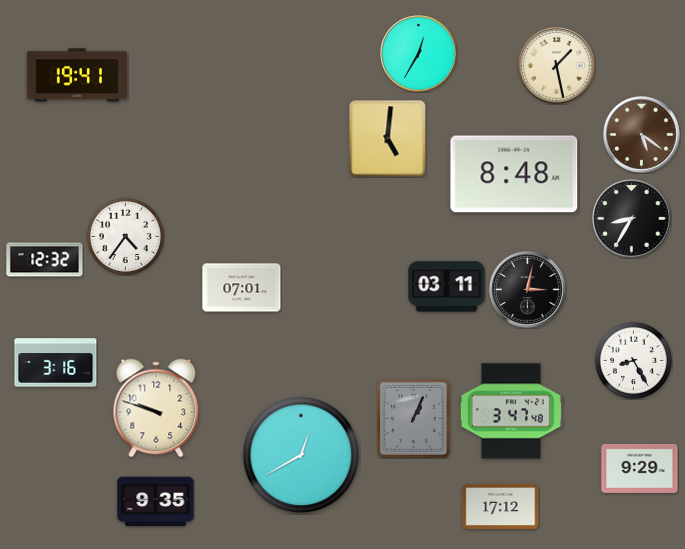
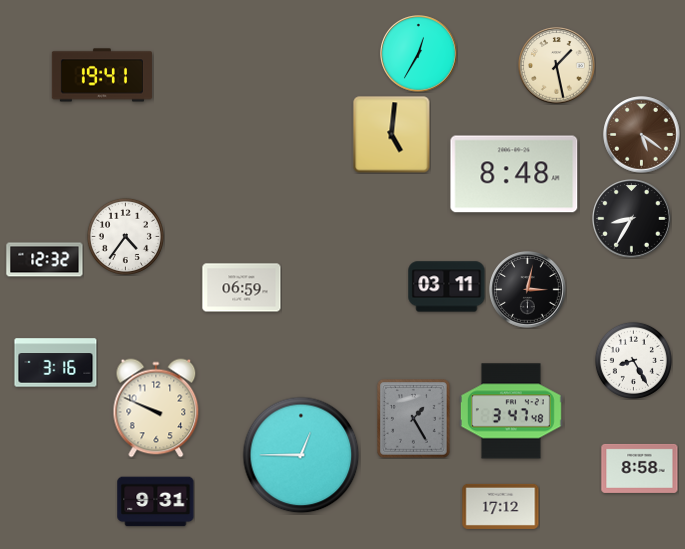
clock at (77, 75) position: (77, 75) -> (102, 75)
clock at (388, 139) position: (388, 139) -> (392, 135)
clock at (242, 288): 07:01 -> 06:59
clock at (156, 408): 9:48 -> 9:49
clock at (414, 419): 1:04 -> 1:25
clock at (301, 455): 12:40 -> 12:45
clock at (640, 468): 9:29 -> 8:58
clock at (156, 502): 9:35 -> 9:31
